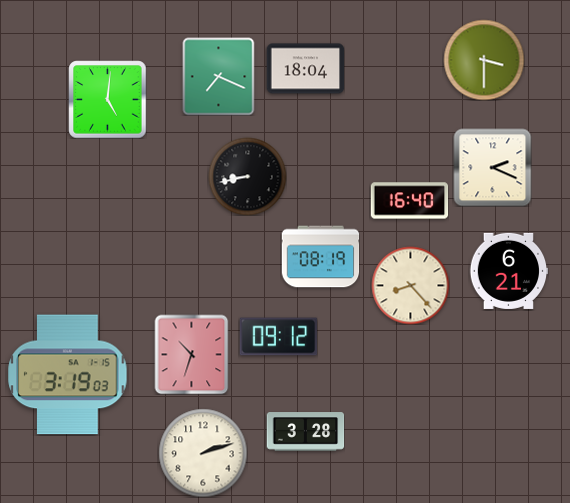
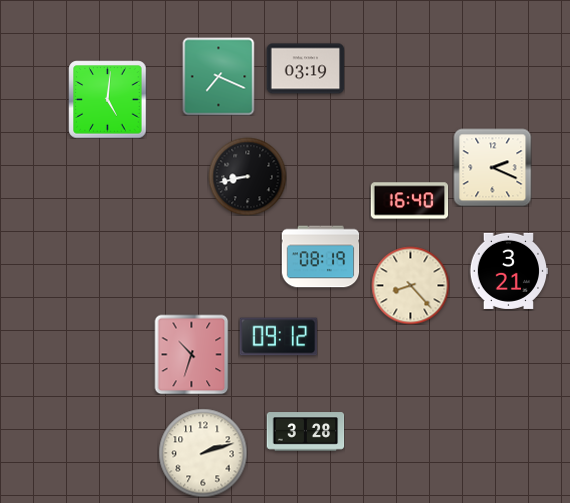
clock at (484, 60): 3:30 -> none
clock at (305, 69): 18:04 -> 03:19
clock at (509, 271): 6:21 -> 3:21
clock at (68, 375): 3:19 -> none
